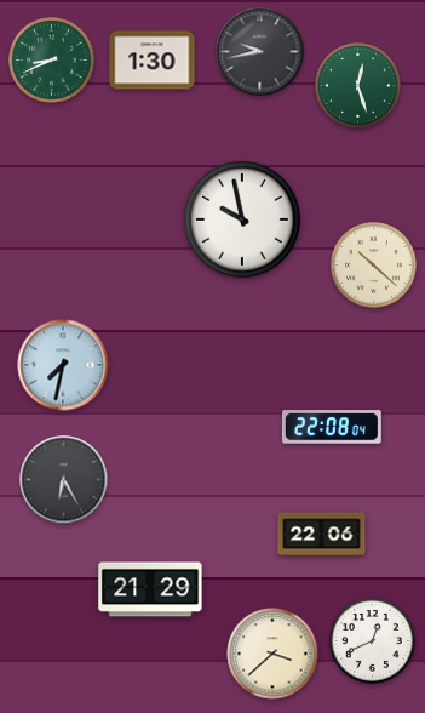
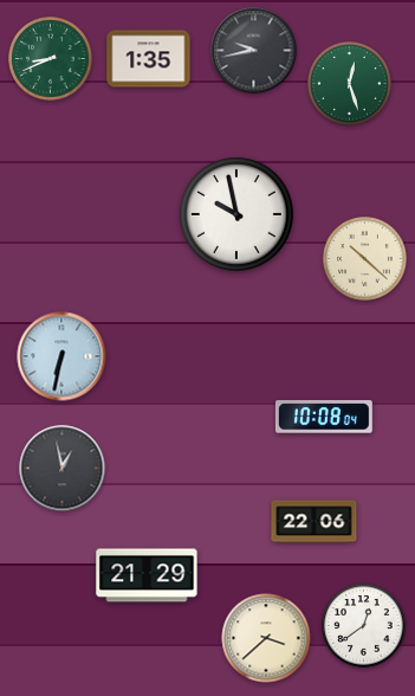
clock at (153, 61): 1:30 -> 1:35
clock at (63, 365): 7:32 -> 6:32
clock at (332, 427): 22:08 -> 10:08
clock at (64, 480): 6:25 -> 12:58
clock at (373, 641): 12:41 -> 12:39
